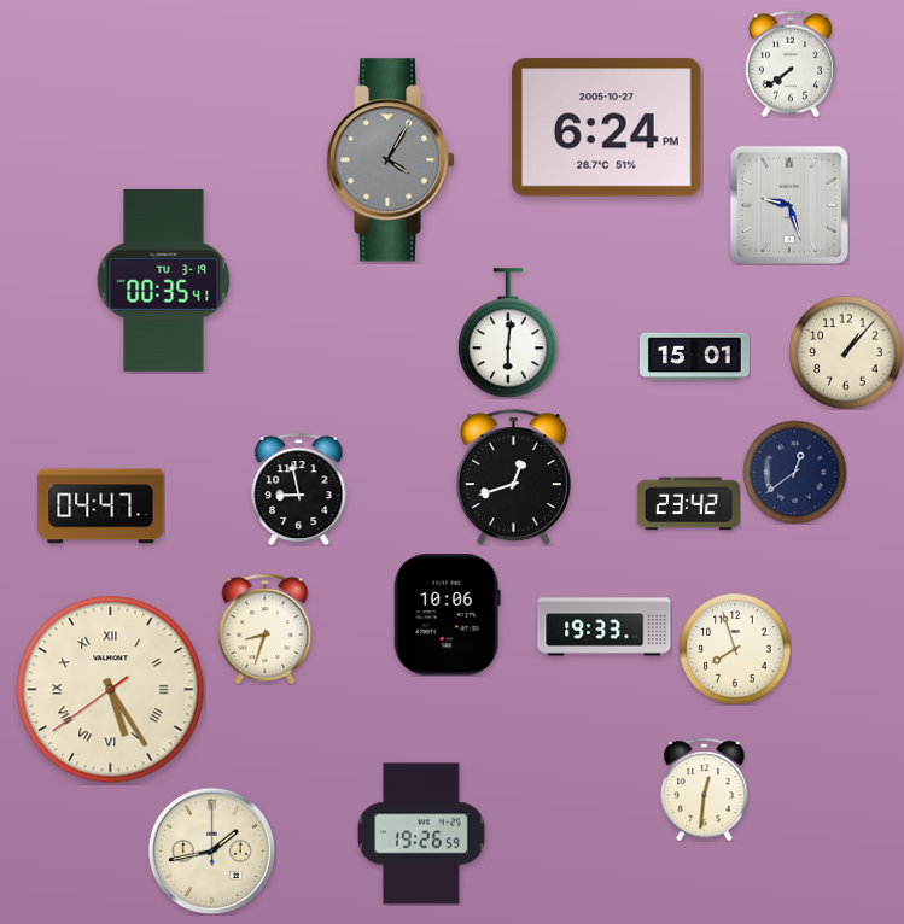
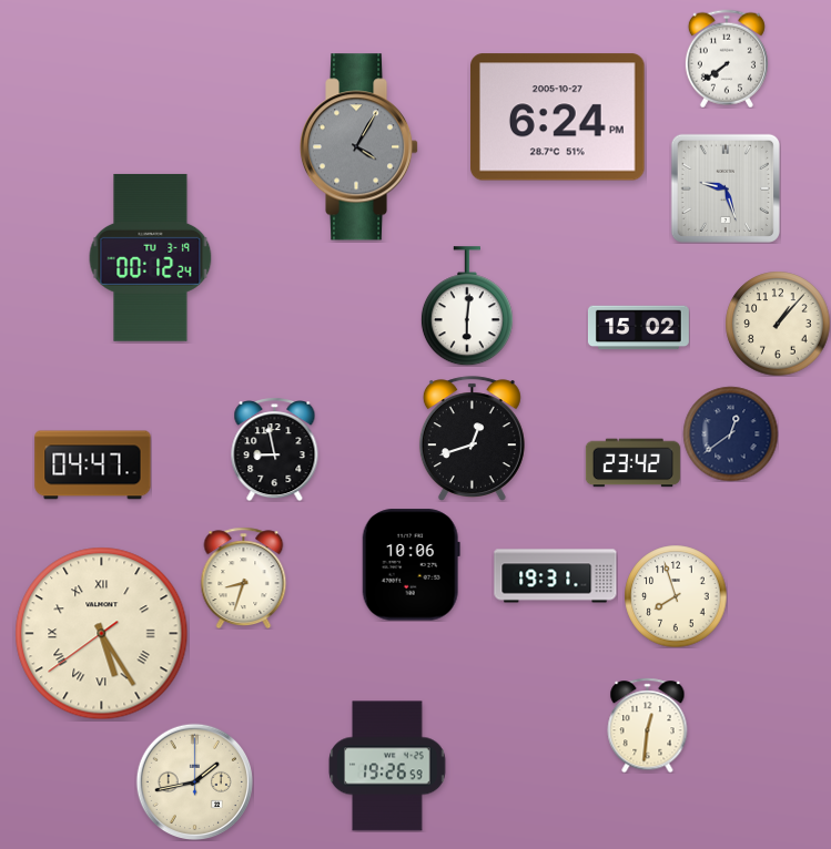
clock at (164, 280): 00:35 -> 00:12
clock at (694, 357): 15:01 -> 15:02
clock at (605, 627): 19:33 -> 19:31
